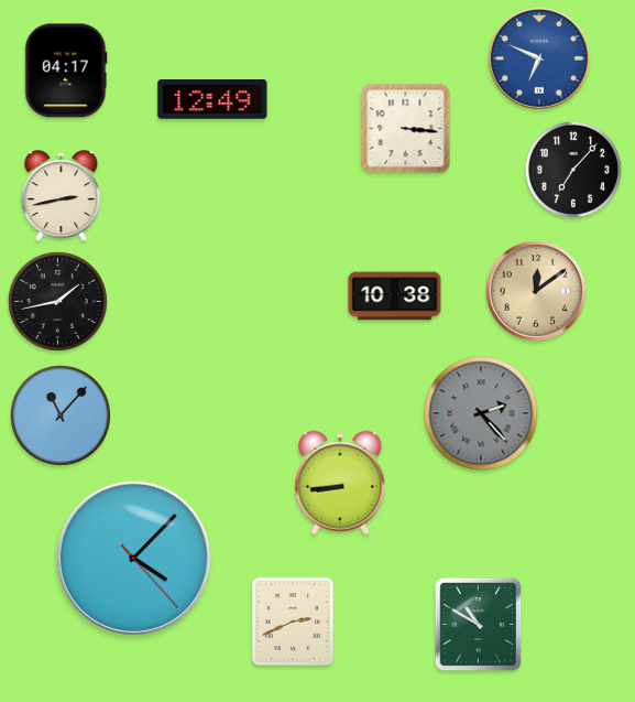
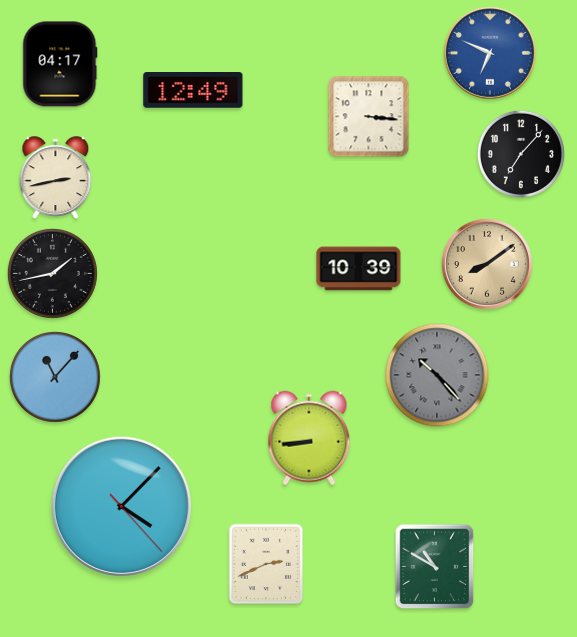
clock at (536, 291): 12:09 -> 8:09
clock at (395, 296): 10:38 -> 10:39
clock at (481, 413): 2:23 -> 10:23
